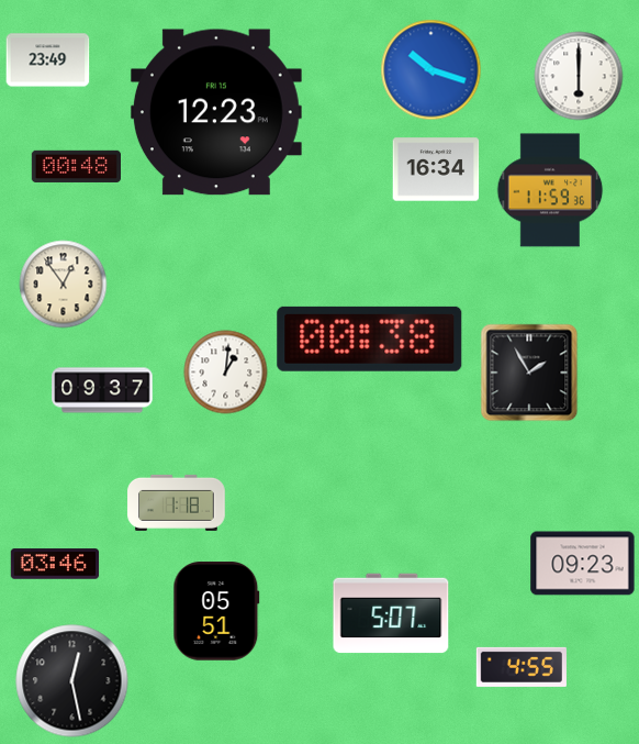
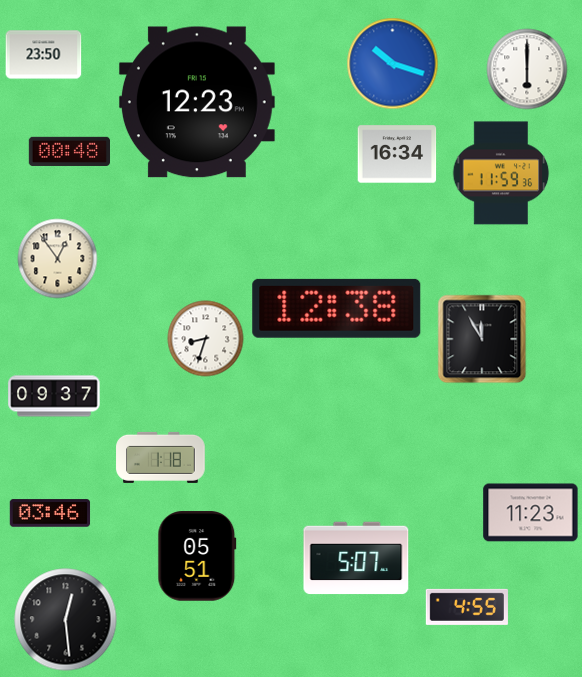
clock at (48, 60): 23:49 -> 23:50
clock at (370, 338): 00:38 -> 12:38
clock at (226, 373): 1:01 -> 8:33
clock at (529, 373): 1:55 -> 11:55
clock at (102, 390) position: (102, 390) -> (54, 396)
clock at (583, 564): 09:23 -> 11:23
clock at (522, 667) position: (522, 667) -> (467, 607)
clock at (72, 681): 12:28 -> 12:29
